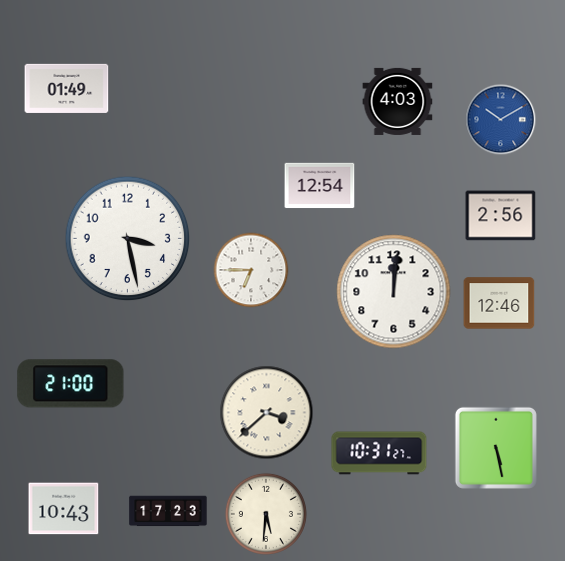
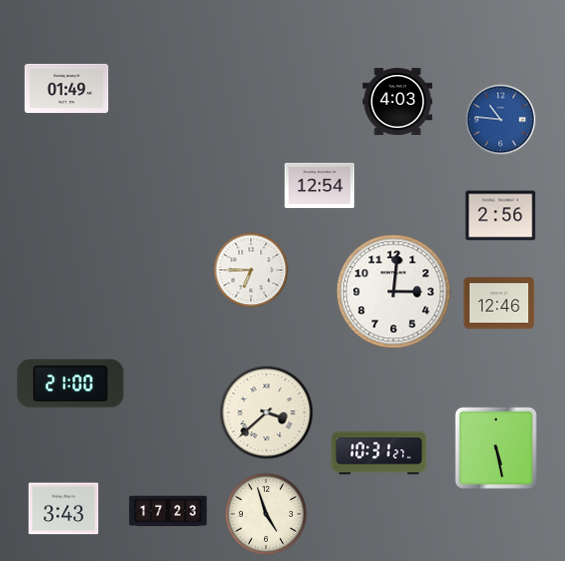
clock at (501, 120): 10:10 -> 10:46
clock at (128, 239): 3:28 -> none
clock at (394, 292): 12:01 -> 3:01
clock at (64, 509): 10:43 -> 3:43
clock at (266, 514): 5:31 -> 4:57
